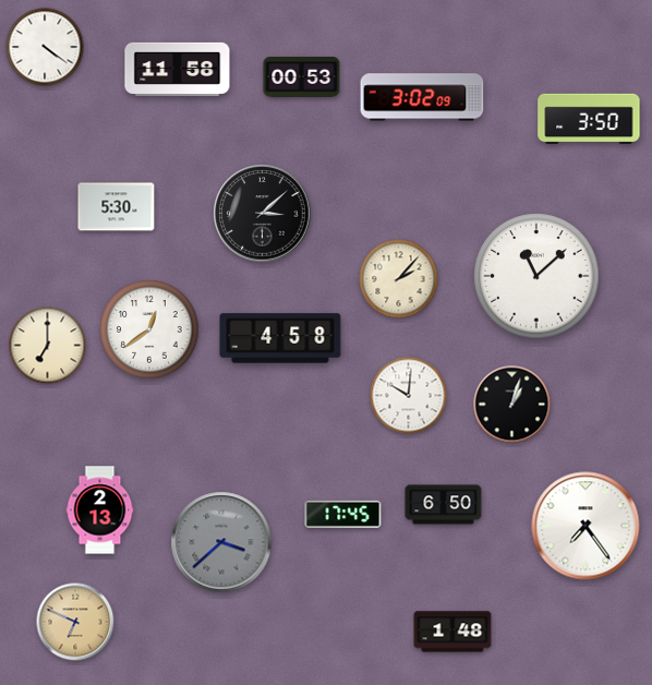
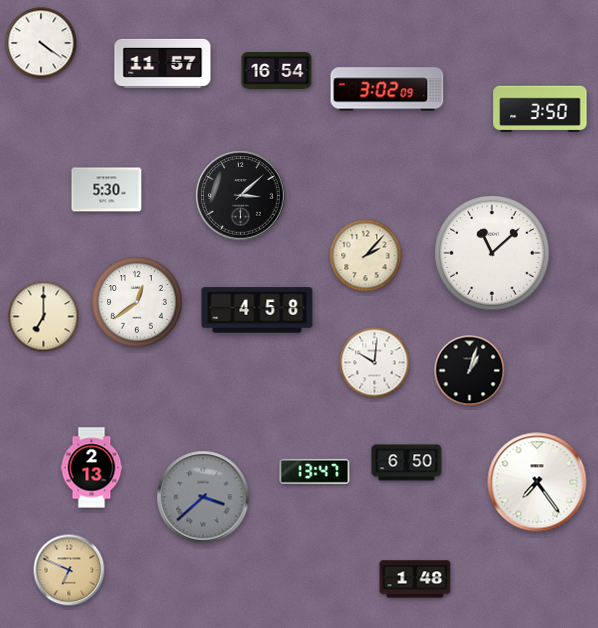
clock at (178, 69): 11:58 -> 11:57
clock at (302, 77): 00:53 -> 16:54
clock at (343, 514): 17:45 -> 13:47
